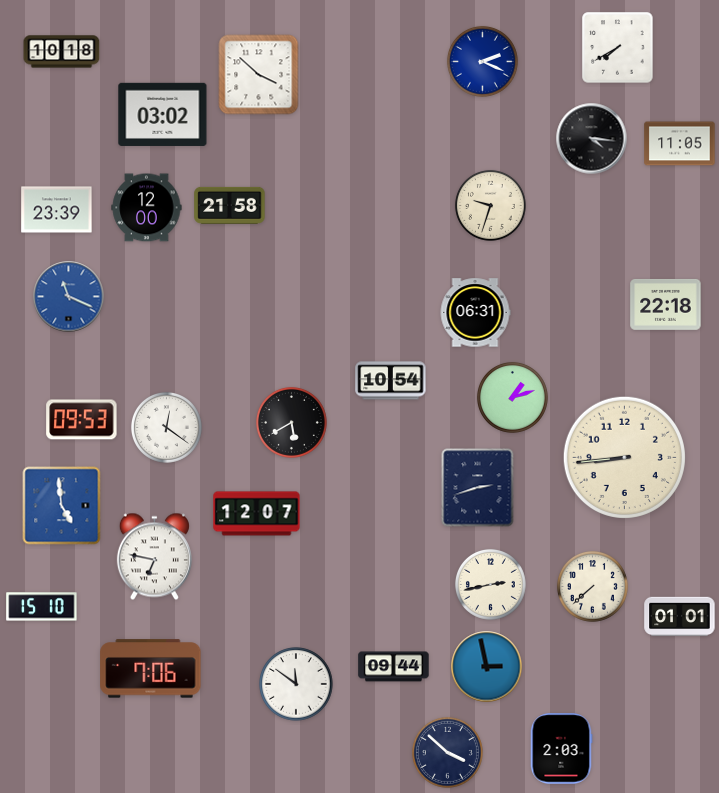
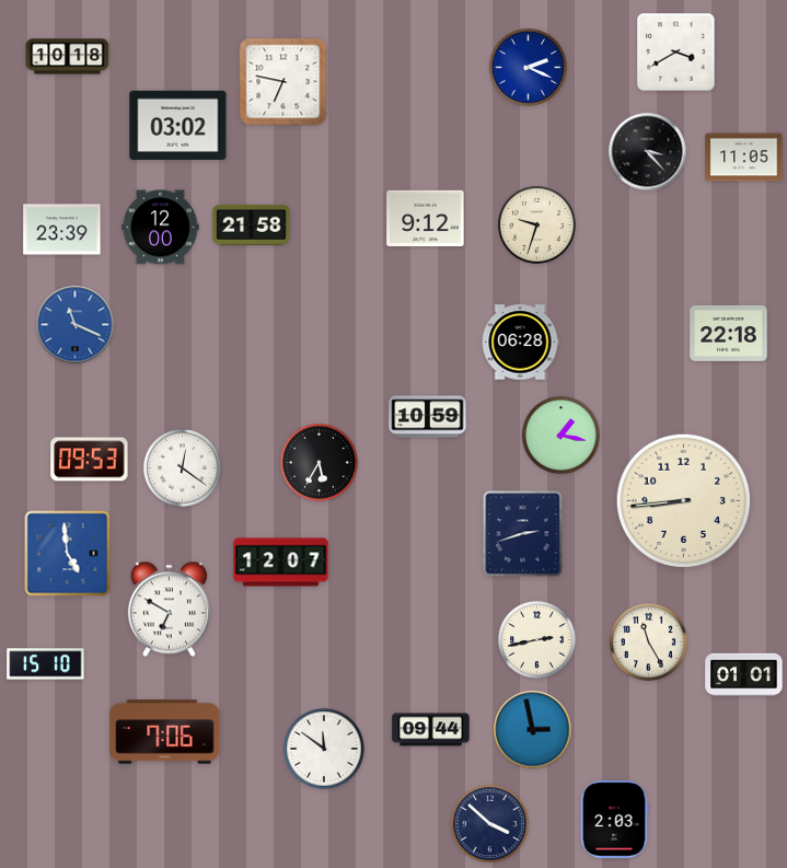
clock at (618, 48): 7:40 -> 3:40
clock at (259, 75): 3:52 -> 6:47
clock at (592, 139): 4:16 -> 3:23
clock at (426, 218): none -> 9:12
clock at (475, 313): 06:31 -> 06:28
clock at (391, 381): 10:54 -> 10:59
clock at (512, 397): 1:12 -> 1:17
clock at (291, 422): 5:40 -> 5:35
clock at (154, 557): 6:47 -> 6:50
clock at (592, 586): 7:38 -> 11:25
